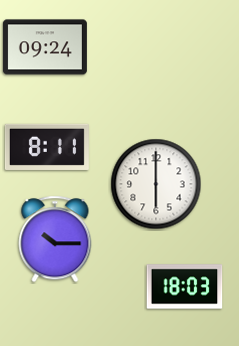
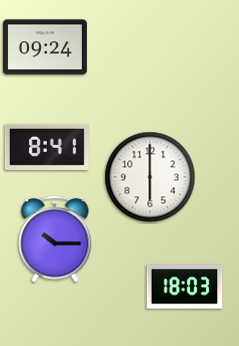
clock at (47, 147): 8:11 -> 8:41
clock at (156, 184) position: (156, 184) -> (150, 177)
